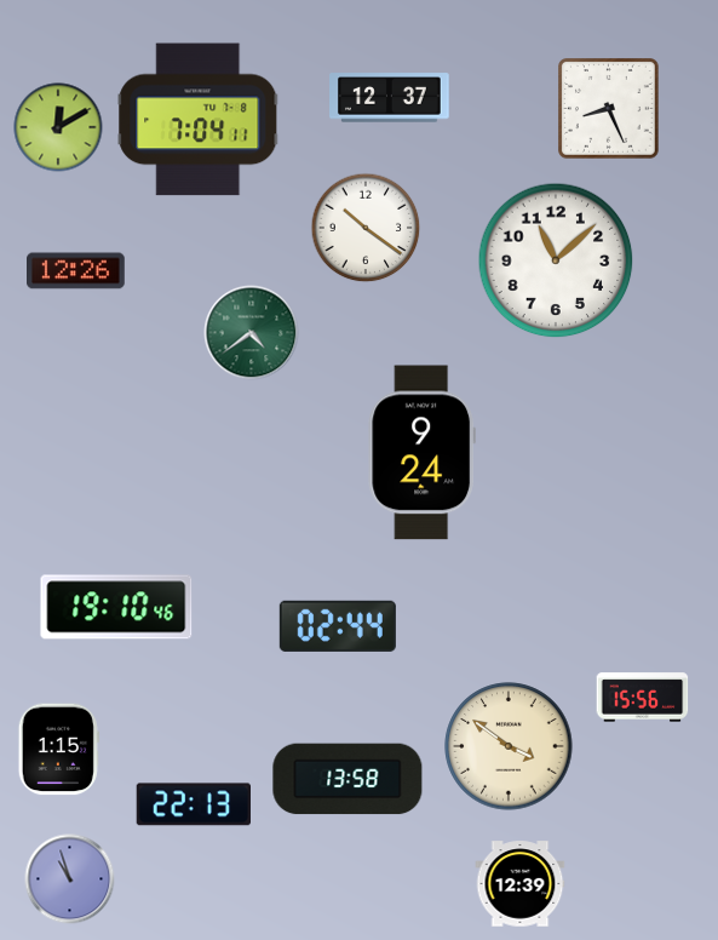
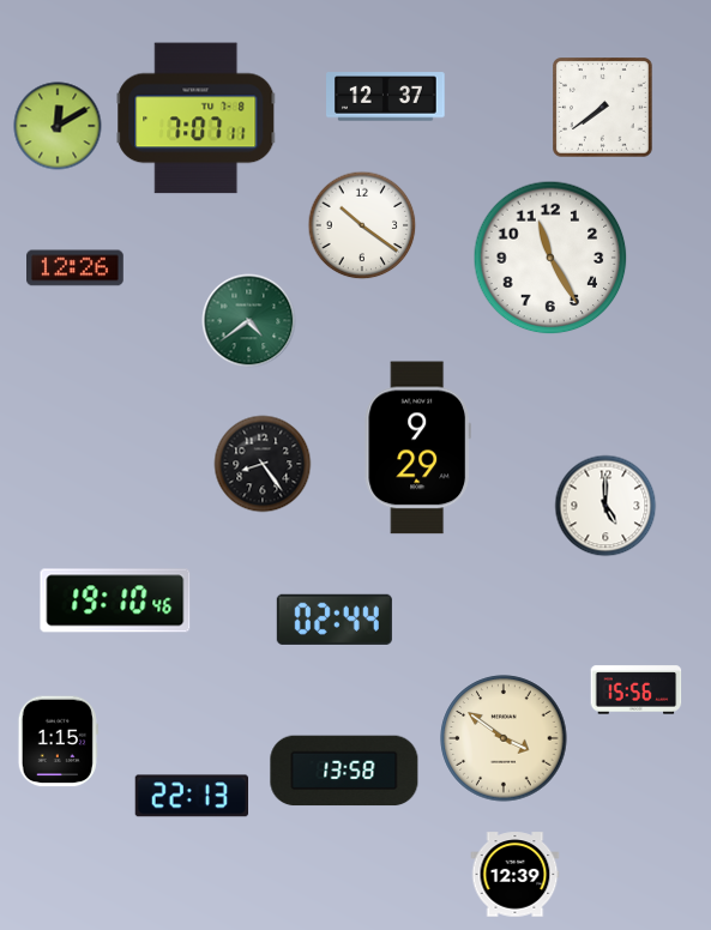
clock at (609, 109): 8:26 -> 7:39
clock at (199, 120): 7:04 -> 7:07
clock at (556, 260): 11:08 -> 11:25
clock at (252, 333) position: (252, 333) -> (249, 321)
clock at (421, 453): 9:24 -> 9:29
clock at (263, 464): none -> 8:24
clock at (605, 506): none -> 5:00
clock at (70, 879): 10:57 -> none
